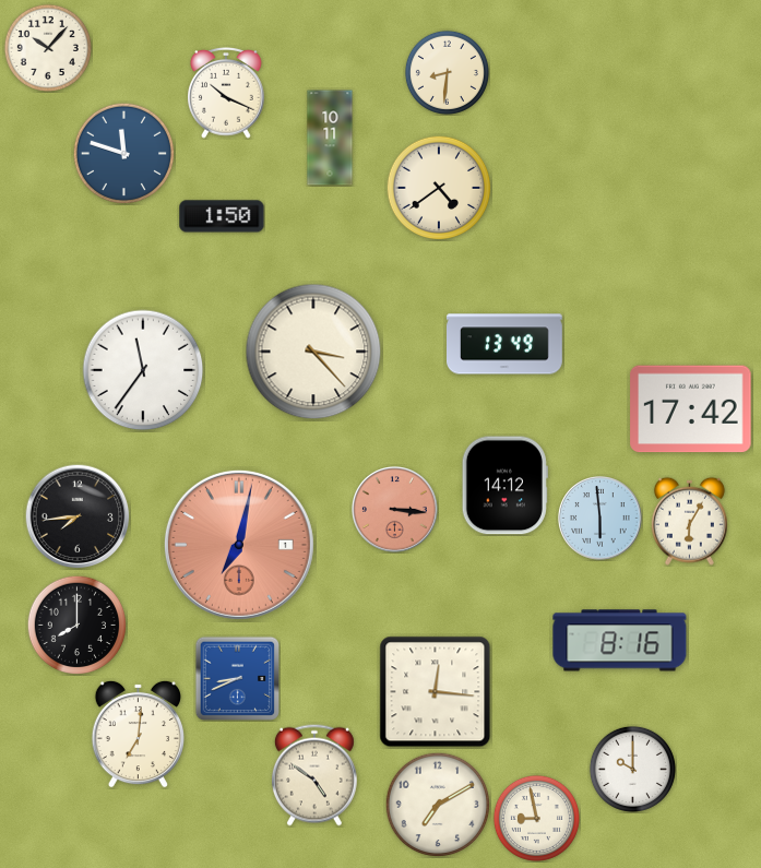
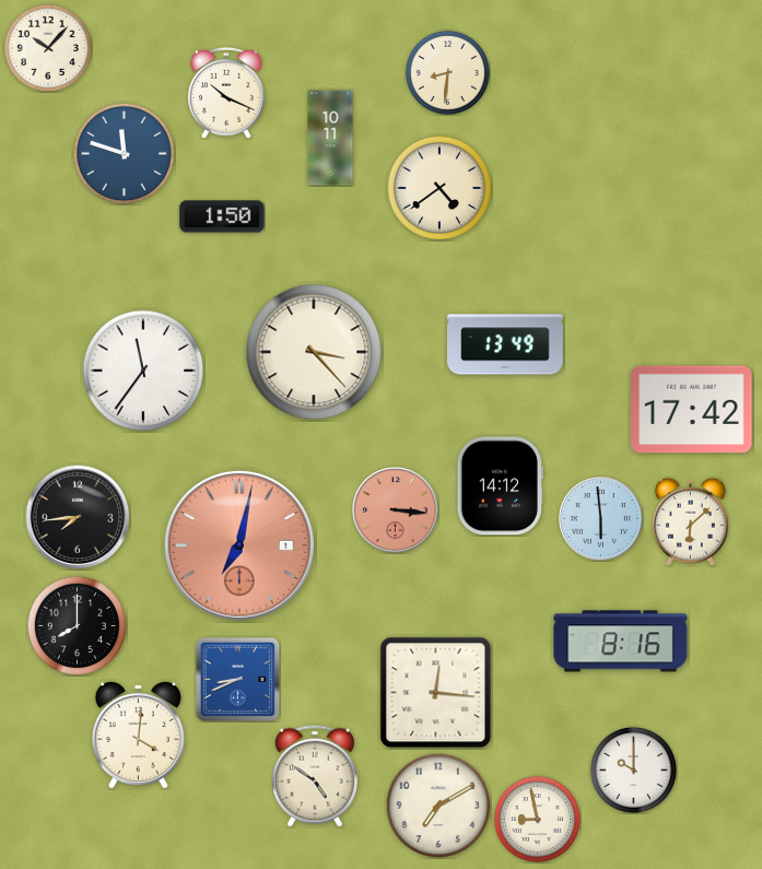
clock at (504, 486) position: (504, 486) -> (500, 486)
clock at (689, 521): 6:05 -> 6:08
clock at (138, 734): 7:01 -> 4:01
